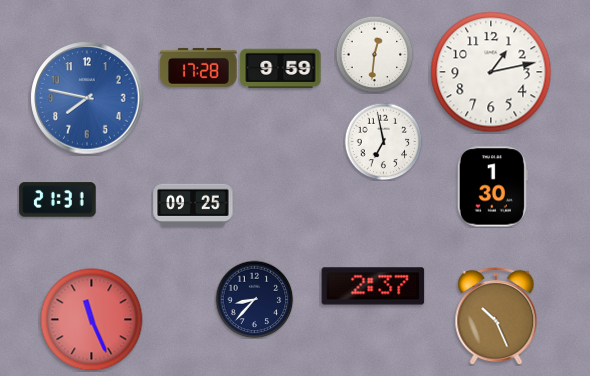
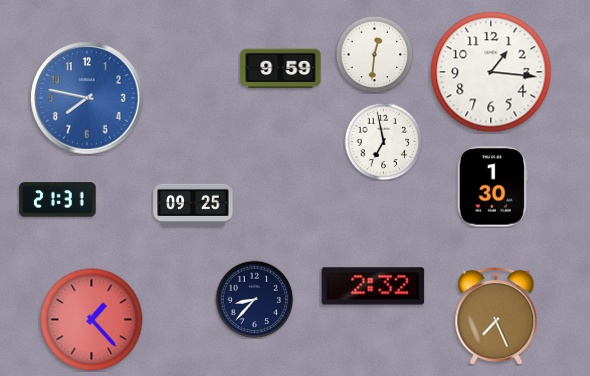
clock at (199, 68): 17:28 -> none
clock at (491, 72): 1:13 -> 1:16
clock at (373, 286): 2:37 -> 2:32
clock at (496, 316): 10:26 -> 7:26
clock at (92, 320): 11:26 -> 1:23
